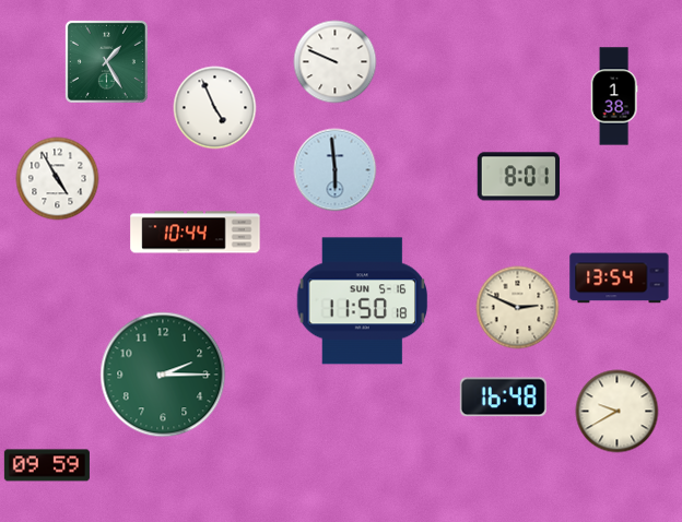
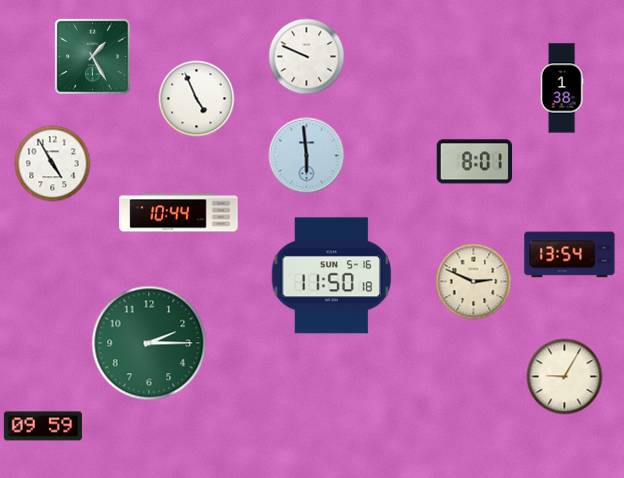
clock at (106, 61) position: (106, 61) -> (92, 56)
clock at (620, 278) position: (620, 278) -> (570, 255)
clock at (503, 398): 16:48 -> none
clock at (618, 412): 9:40 -> 9:05
